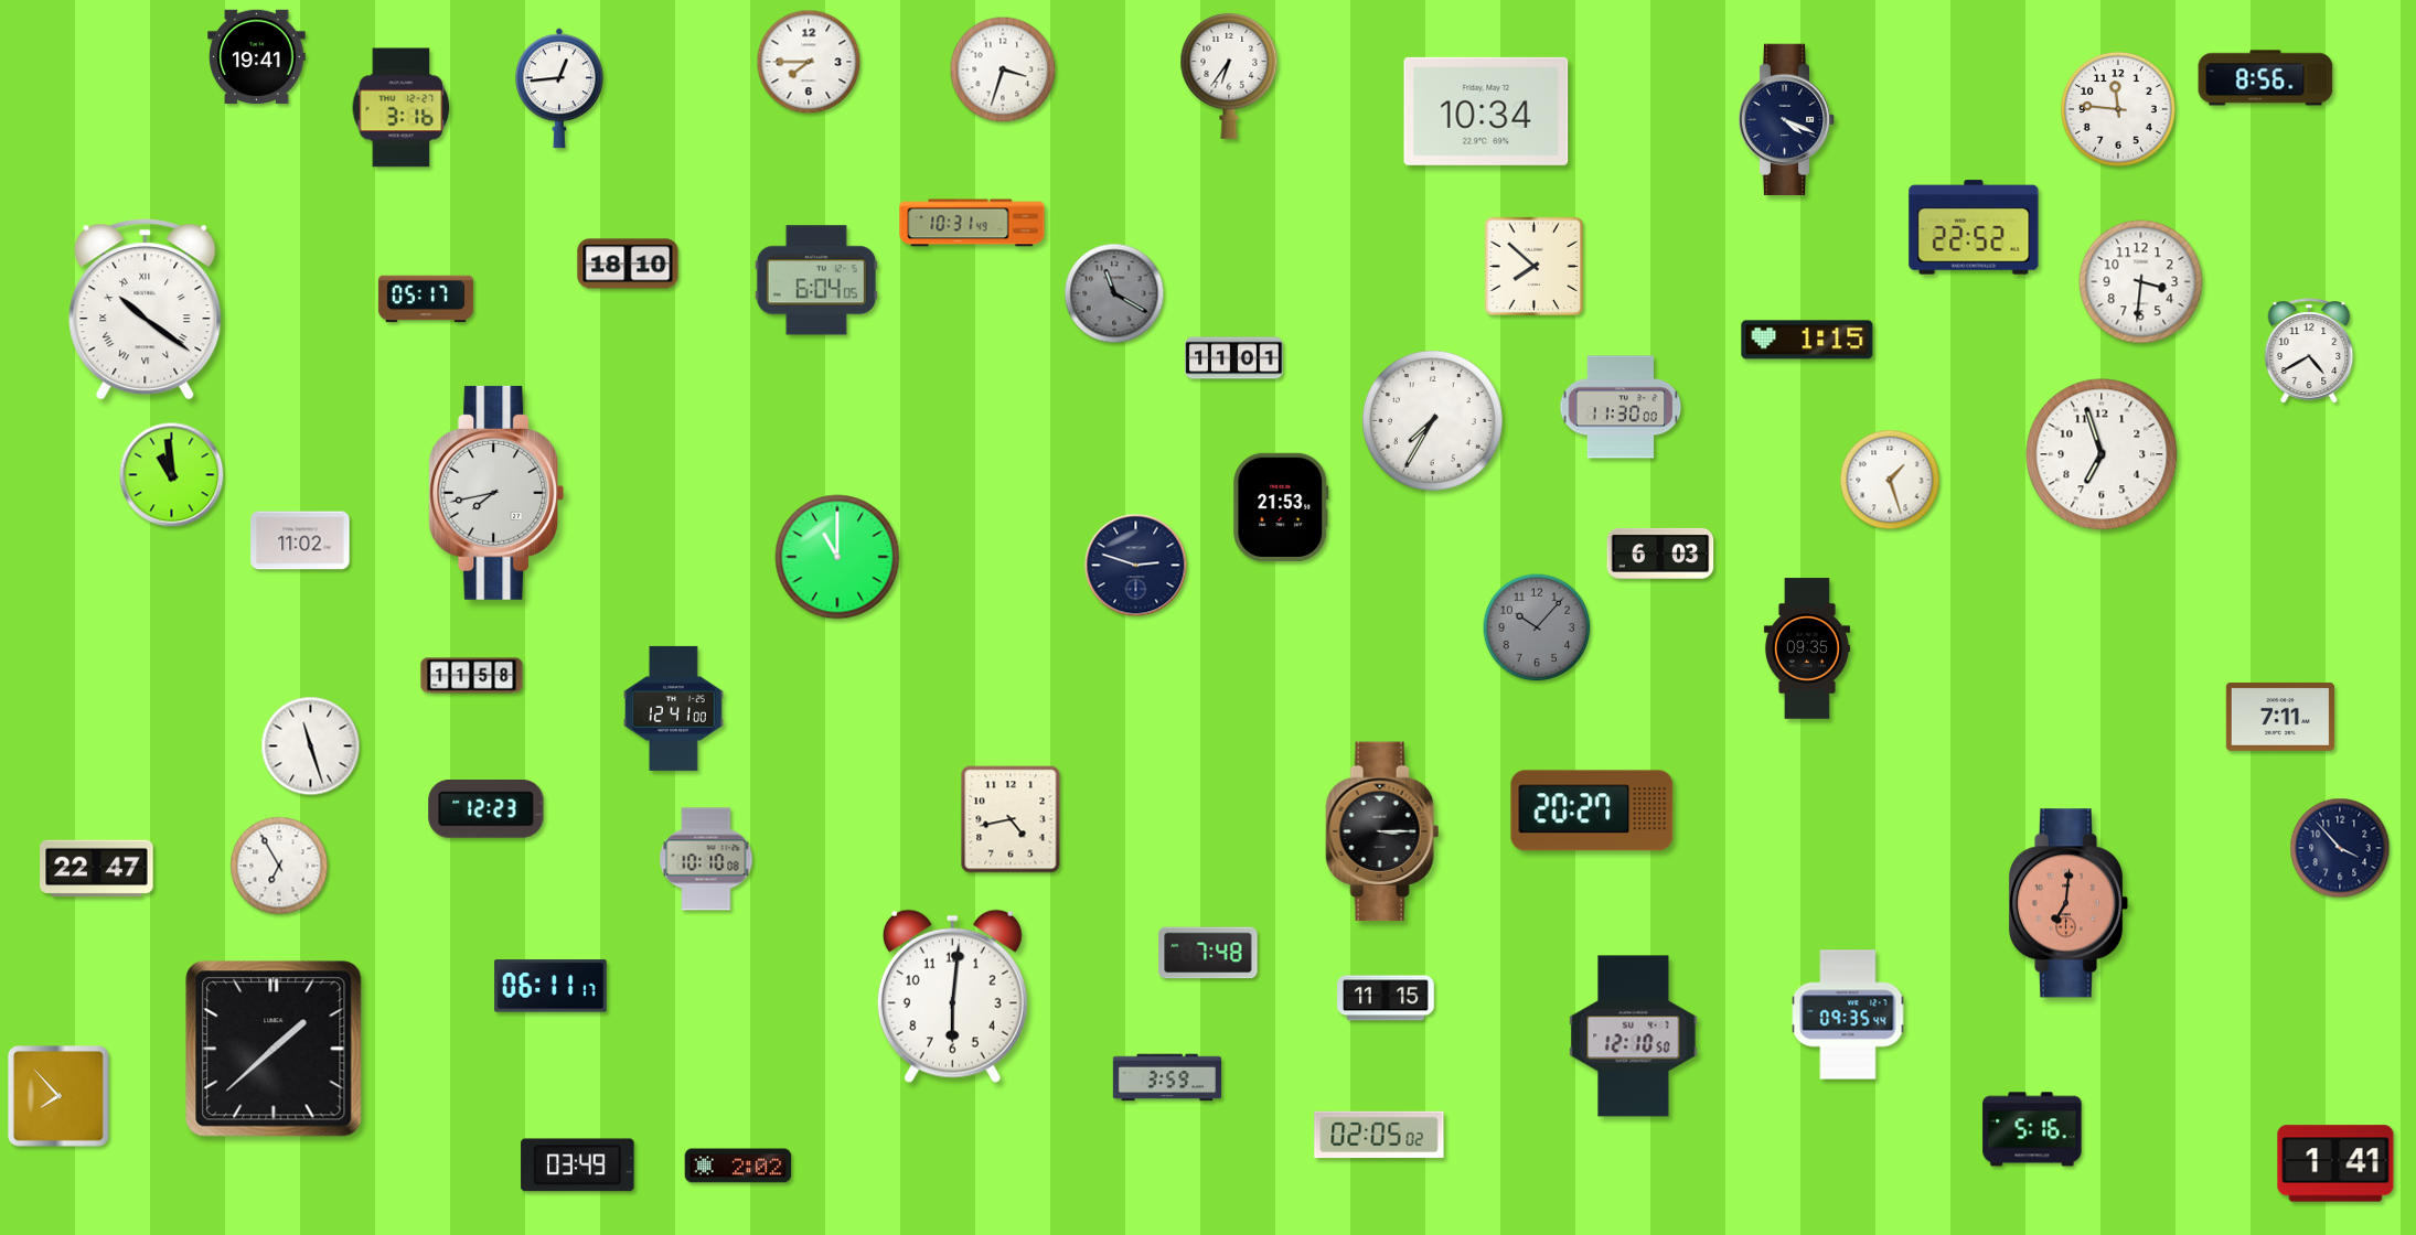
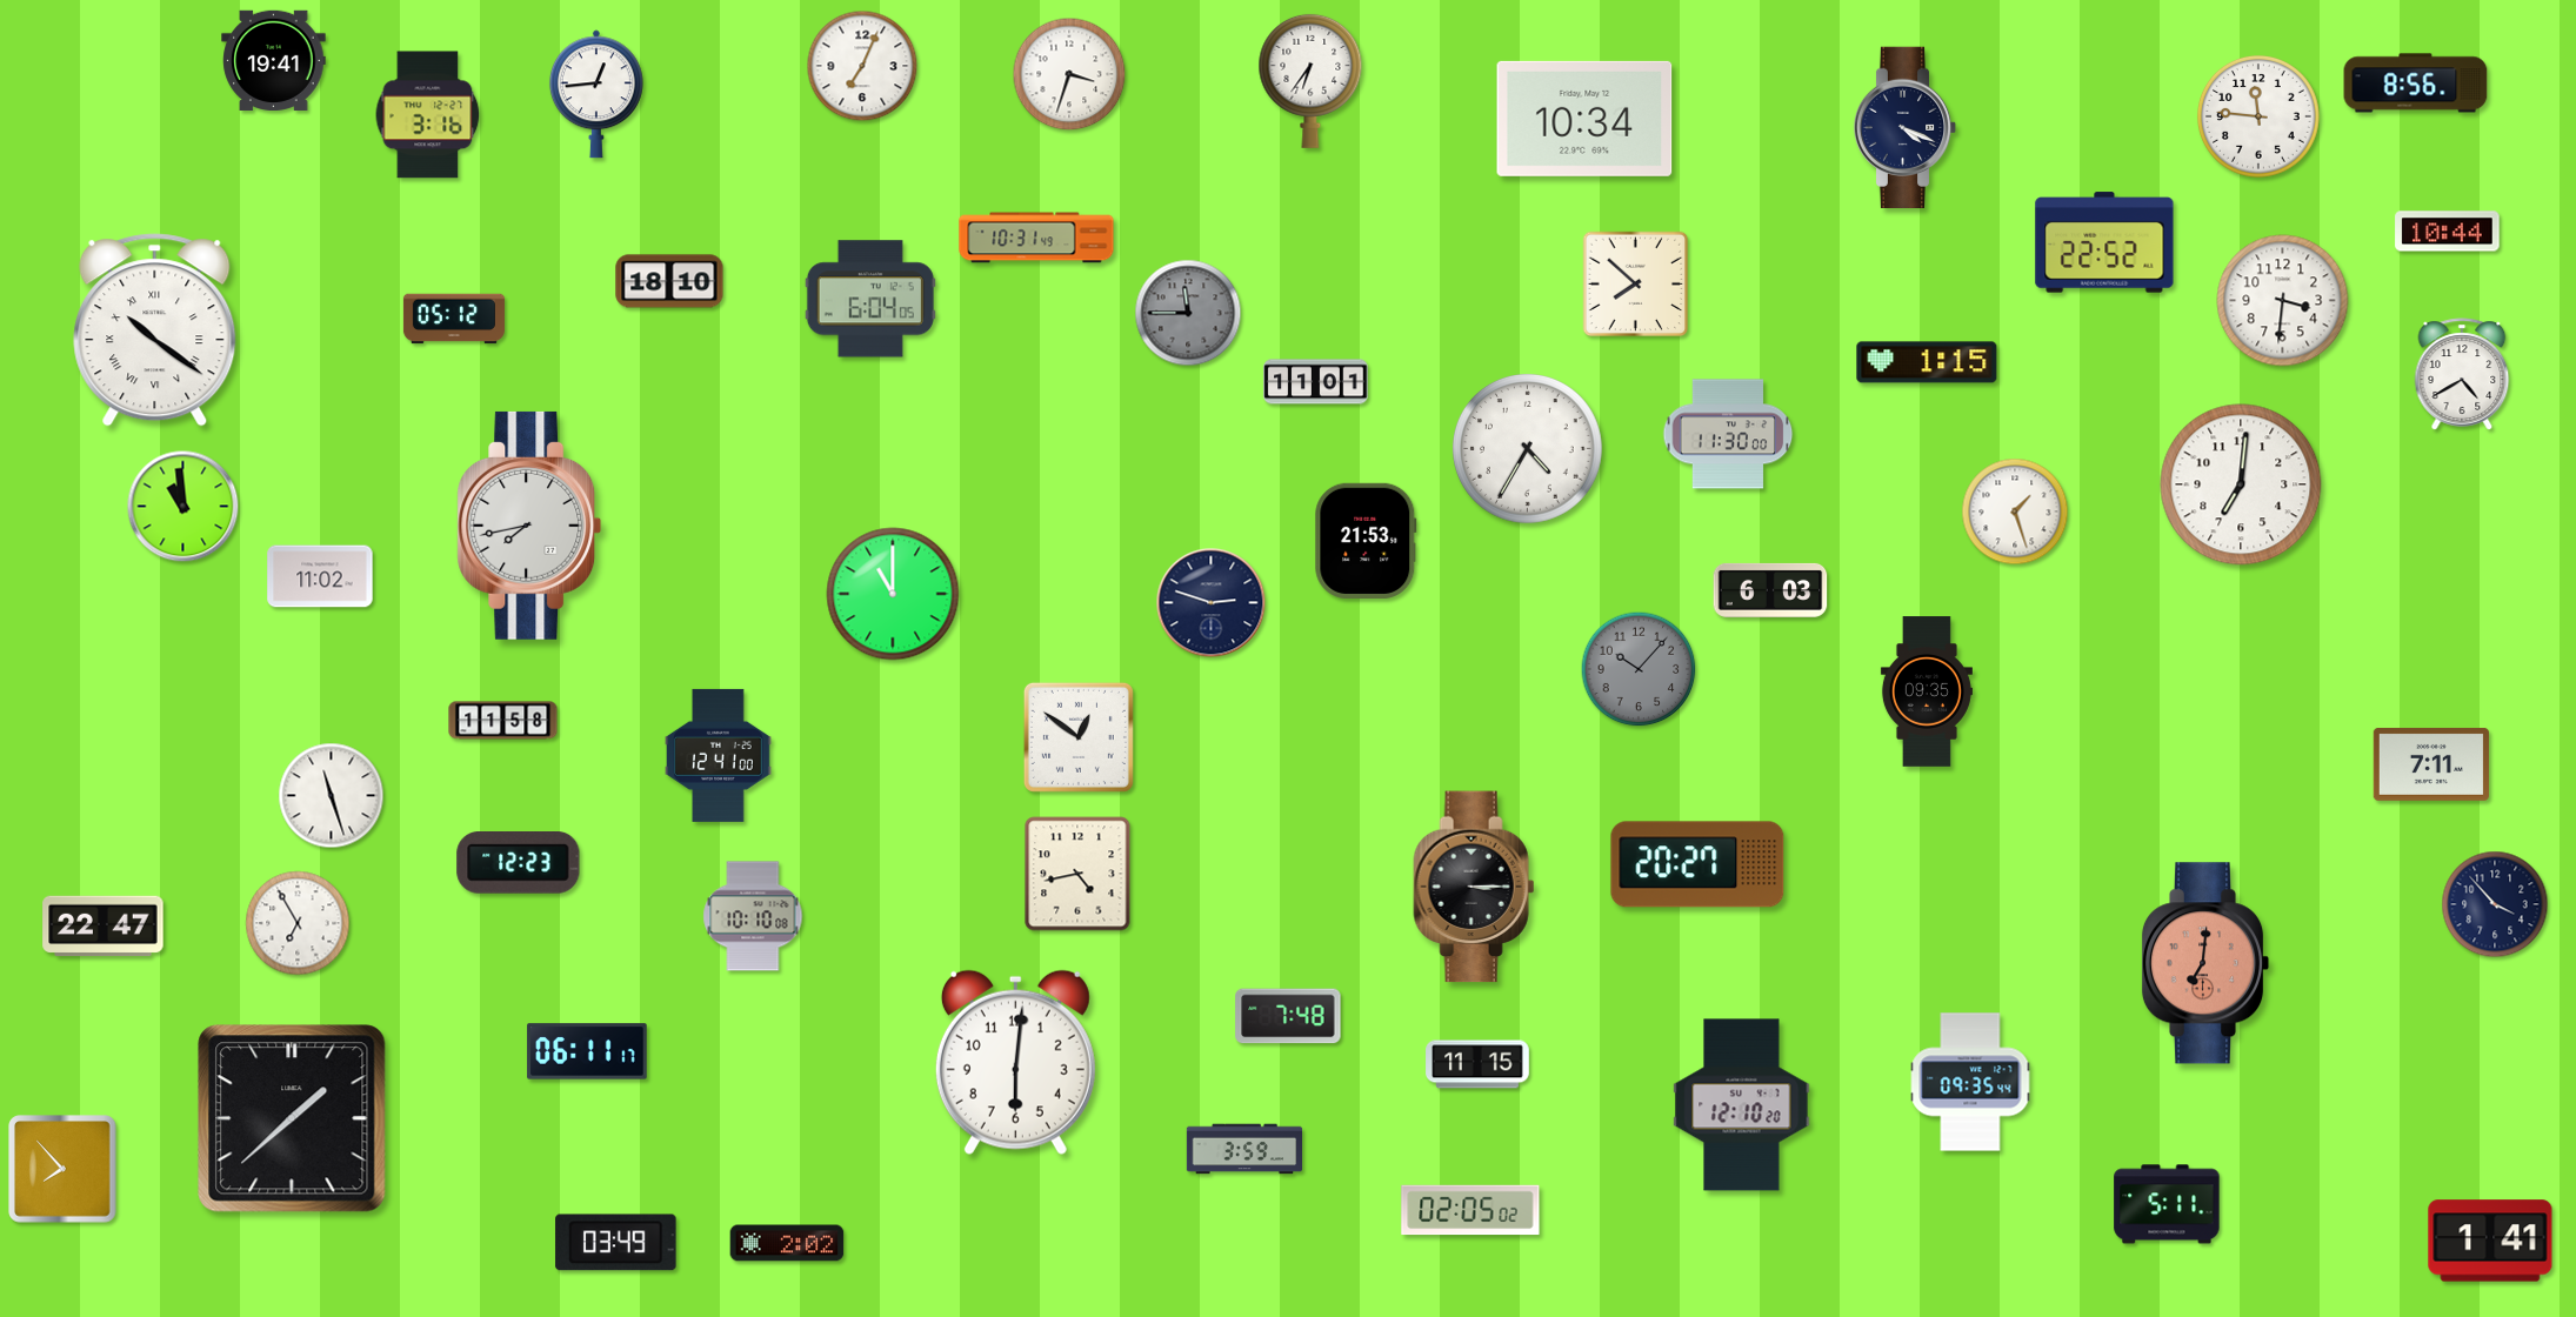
clock at (809, 62): 7:45 -> 7:04
clock at (2448, 232): none -> 10:44
clock at (1114, 293): 11:20 -> 11:45
clock at (426, 299): 05:17 -> 05:12
clock at (1433, 421): 7:35 -> 4:35
clock at (2102, 454): 6:57 -> 7:01
clock at (1079, 737): none -> 12:51
clock at (1634, 1037): 12:10:50 -> 12:10:20
clock at (2032, 1129): 5:16 -> 5:11
